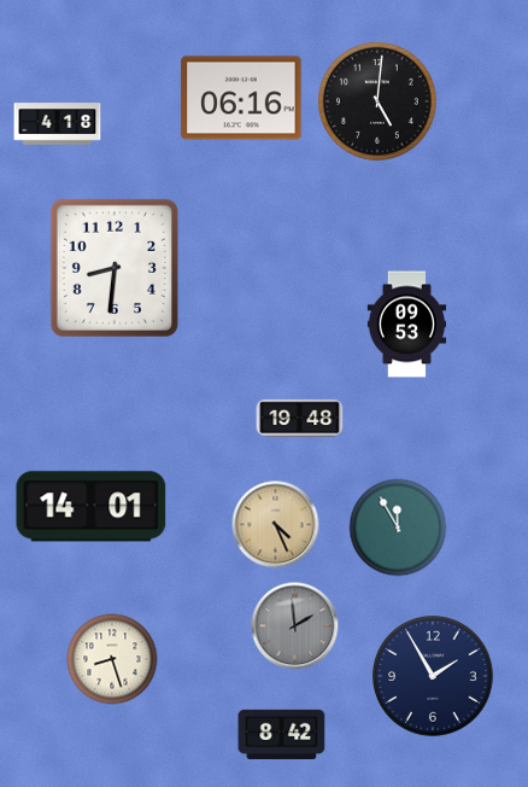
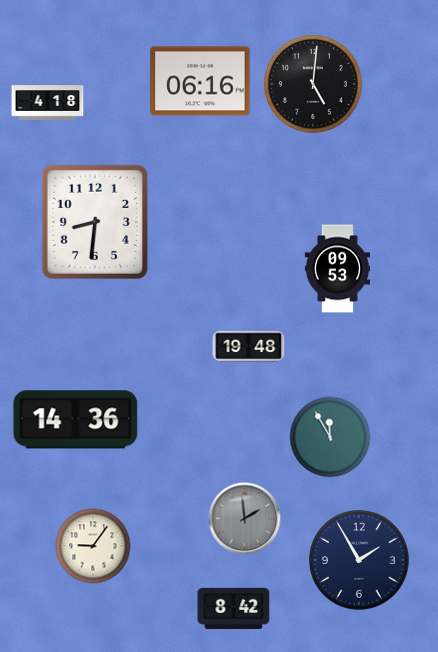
clock at (92, 507): 14:01 -> 14:36
clock at (276, 525): 4:26 -> none
clock at (112, 659): 8:27 -> 9:06
